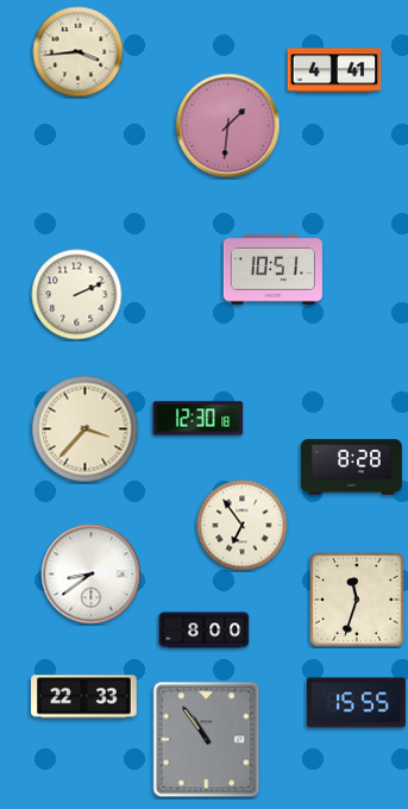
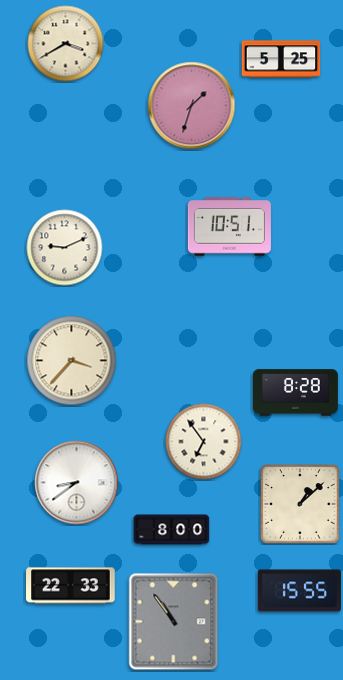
clock at (79, 52): 3:44 -> 3:40
clock at (334, 70): 4:41 -> 5:25
clock at (228, 126): 1:31 -> 1:33
clock at (77, 295): 2:11 -> 9:11
clock at (199, 419): 12:30 -> none
clock at (357, 600): 11:33 -> 1:08
